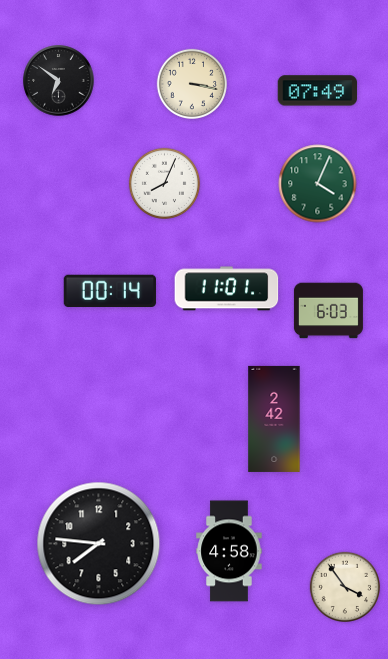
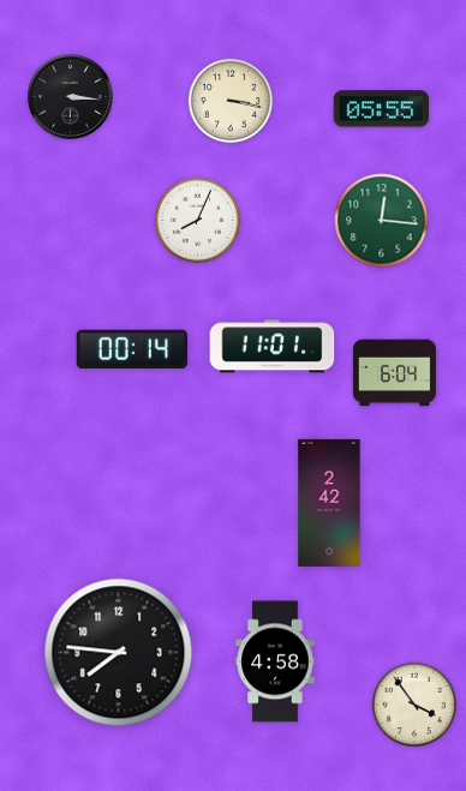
clock at (59, 81): 6:51 -> 3:16
clock at (318, 91): 07:49 -> 05:55
clock at (318, 184): 4:04 -> 12:16
clock at (328, 311): 6:03 -> 6:04
